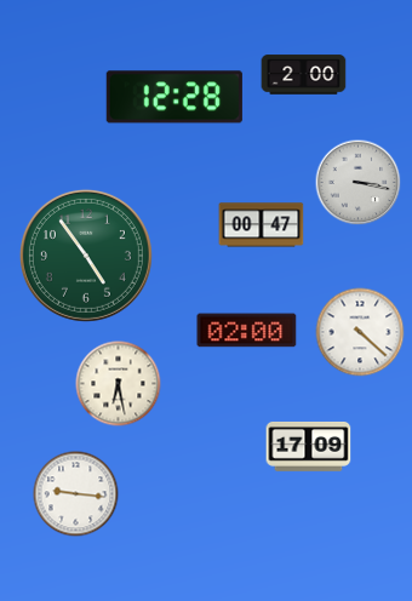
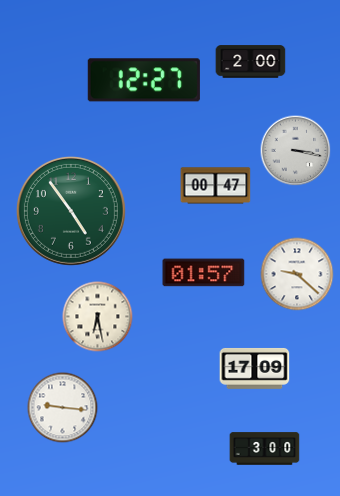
clock at (174, 97): 12:28 -> 12:27
clock at (247, 331): 02:00 -> 01:57
clock at (360, 332): 4:22 -> 9:22
clock at (265, 449): none -> 3:00
